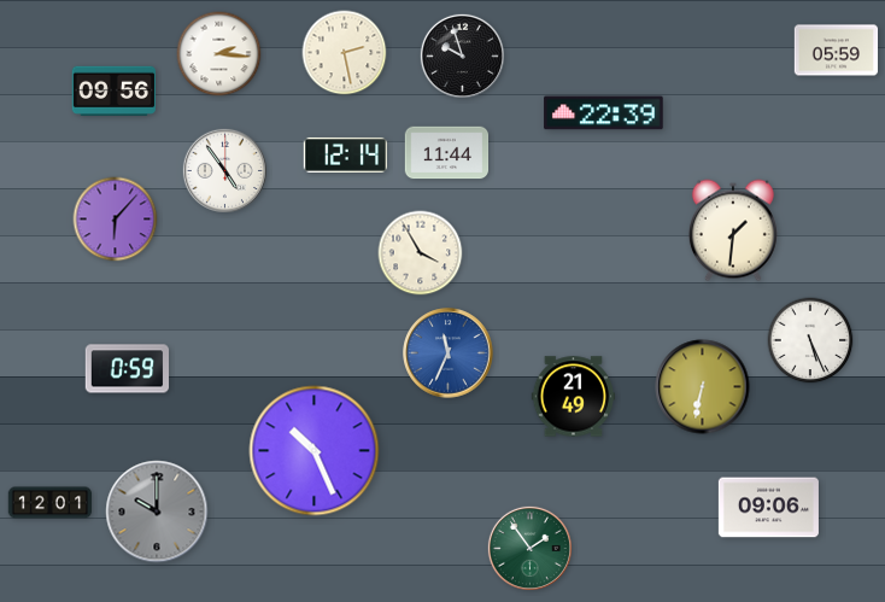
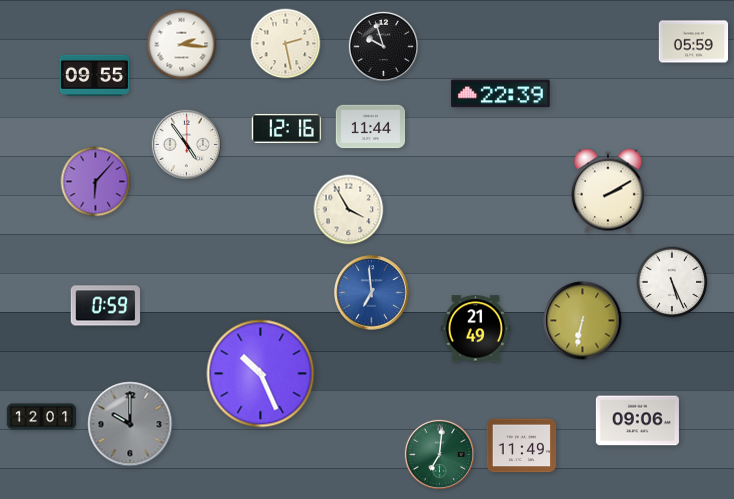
clock at (113, 90): 09:56 -> 09:55
clock at (346, 154): 12:14 -> 12:16
clock at (224, 170) position: (224, 170) -> (186, 144)
clock at (733, 230): 1:31 -> 2:10
clock at (449, 353): 11:34 -> 6:59
clock at (522, 446): none -> 11:49
clock at (529, 548): 1:54 -> 7:01
